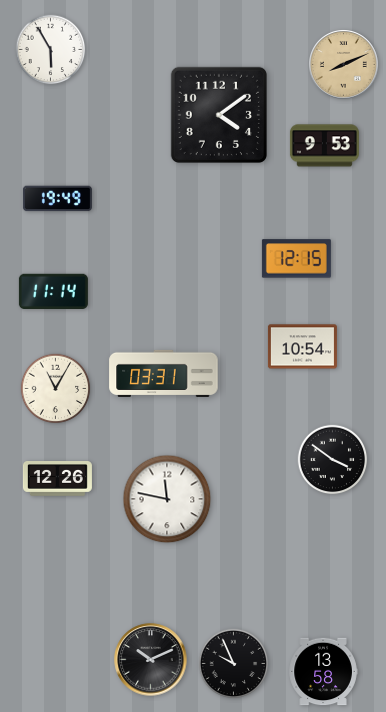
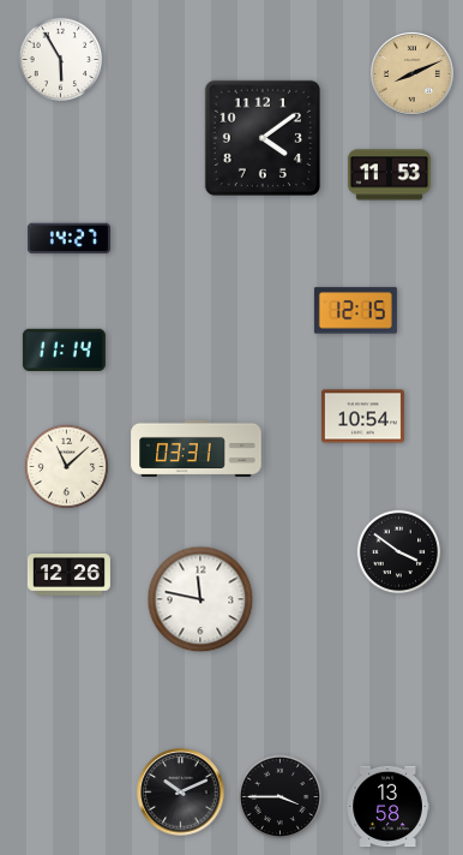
clock at (344, 65) position: (344, 65) -> (413, 74)
clock at (324, 146): 9:53 -> 11:53
clock at (57, 199): 19:49 -> 14:27
clock at (56, 389): 11:05 -> 11:08
clock at (234, 664): 9:56 -> 3:45
